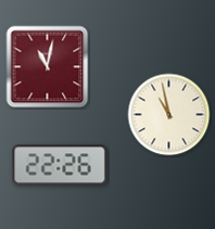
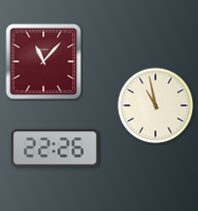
clock at (48, 67): 11:02 -> 11:07
clock at (60, 165) position: (60, 165) -> (55, 148)
